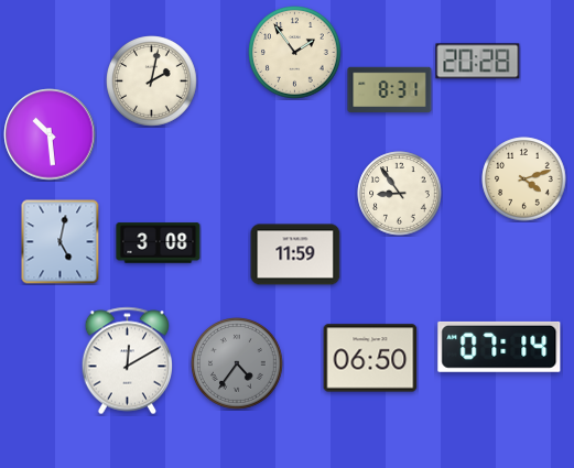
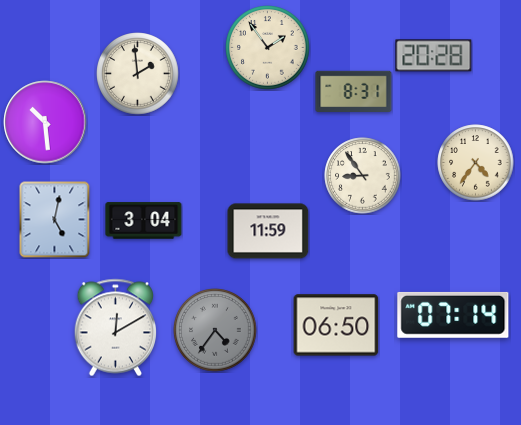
clock at (152, 81): 2:02 -> 1:59
clock at (390, 89) position: (390, 89) -> (354, 91)
clock at (524, 179): 4:12 -> 4:36
clock at (159, 243): 3:08 -> 3:04
